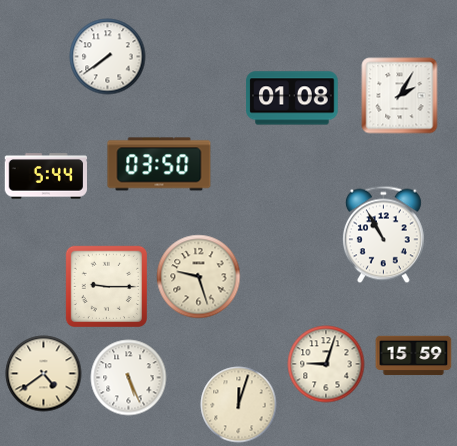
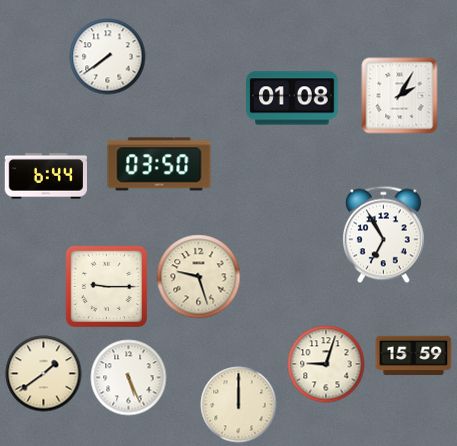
clock at (45, 176): 5:44 -> 6:44
clock at (383, 235): 10:55 -> 6:55
clock at (44, 374): 4:39 -> 1:39
clock at (239, 405): 12:03 -> 12:00
